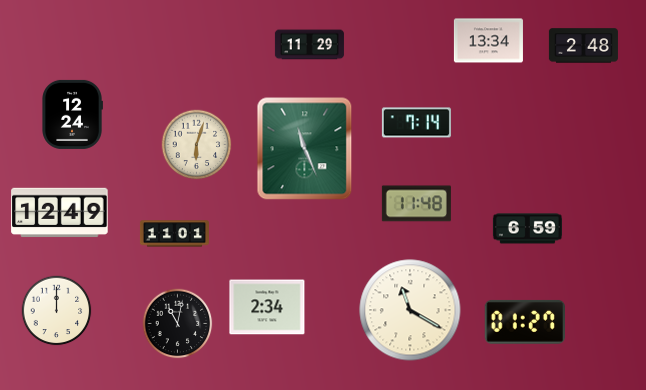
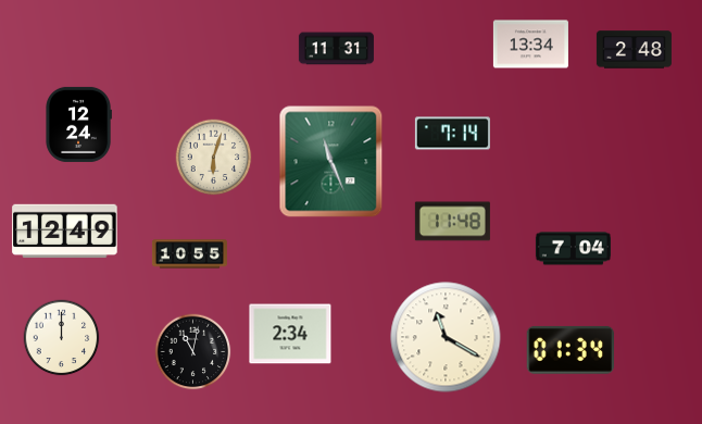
clock at (309, 45): 11:29 -> 11:31
clock at (527, 229): 6:59 -> 7:04
clock at (174, 234): 11:01 -> 10:55
clock at (525, 322): 01:27 -> 01:34
